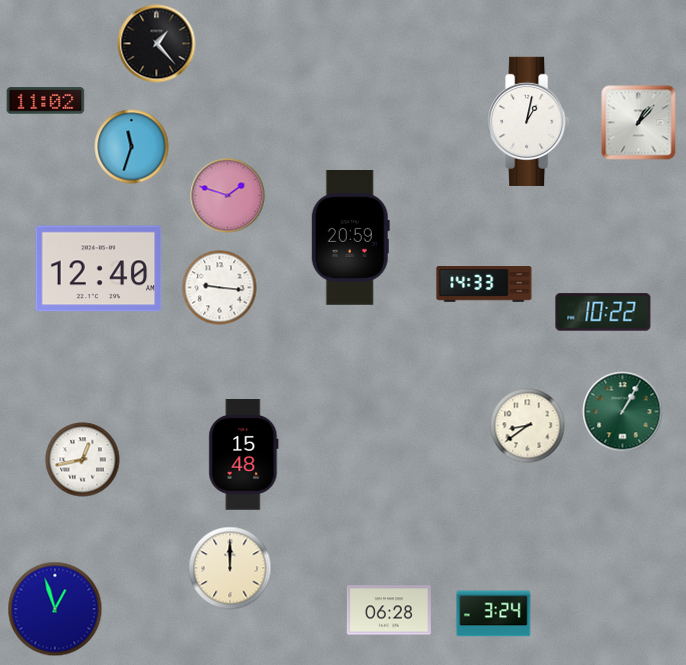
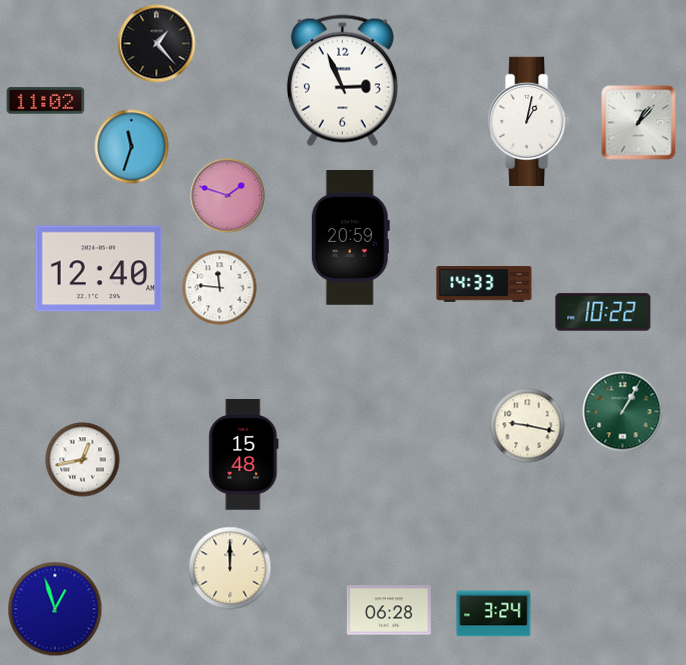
clock at (342, 81): none -> 2:56
clock at (220, 288): 9:16 -> 11:46
clock at (528, 426): 8:39 -> 9:17
